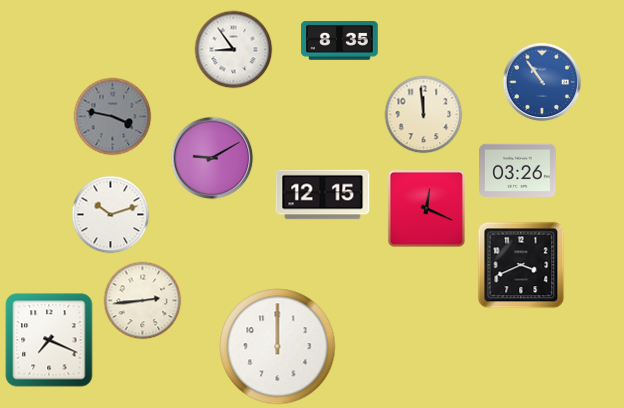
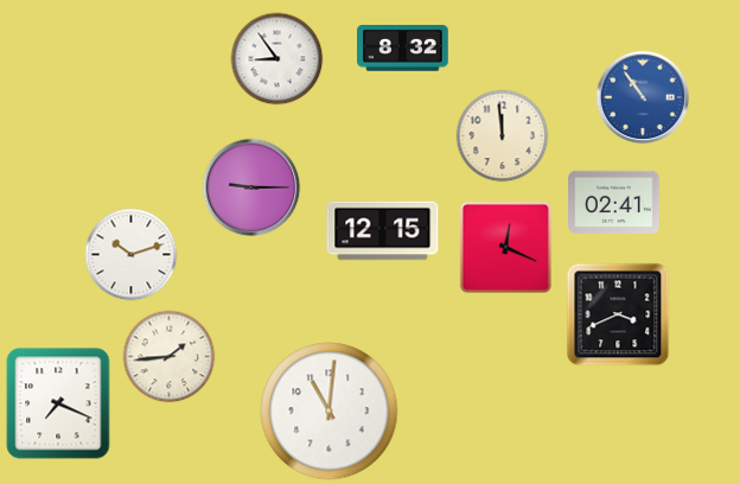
clock at (340, 41): 8:35 -> 8:32
clock at (112, 116): 3:47 -> none
clock at (212, 158): 9:10 -> 9:15
clock at (518, 170): 03:26 -> 02:41
clock at (142, 300): 2:44 -> 1:44
clock at (278, 347): 12:00 -> 11:01
